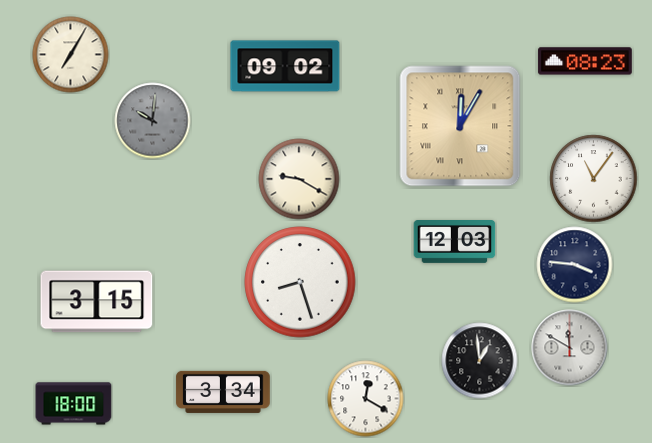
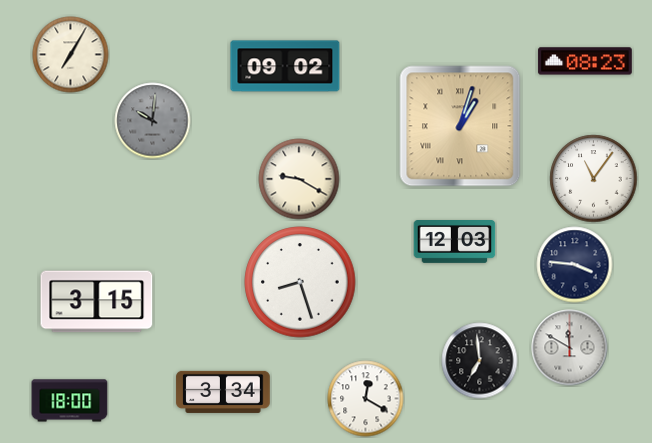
clock at (460, 126): 12:05 -> 1:03
clock at (480, 361): 12:59 -> 6:59
clock at (74, 404) position: (74, 404) -> (70, 401)
